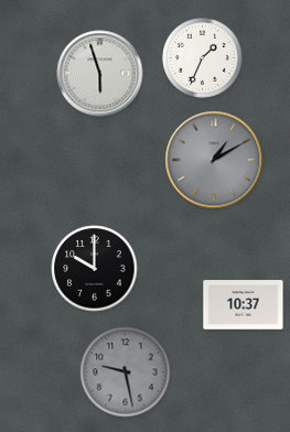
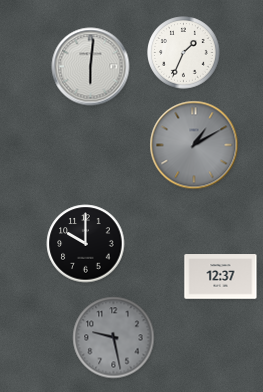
clock at (100, 74): 5:57 -> 6:01
clock at (244, 305): 10:37 -> 12:37
